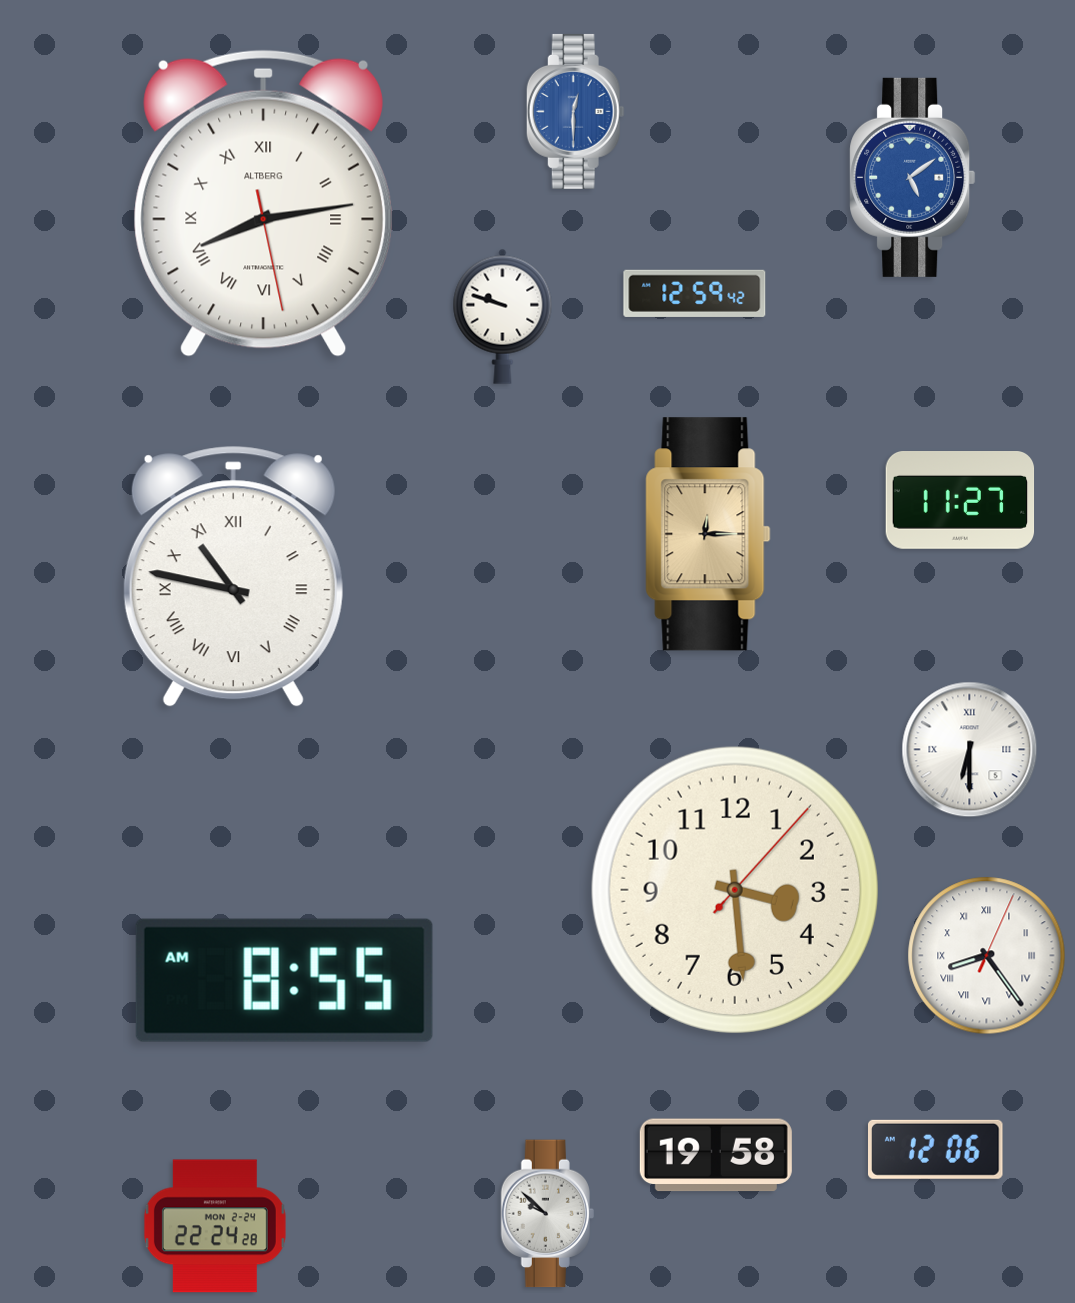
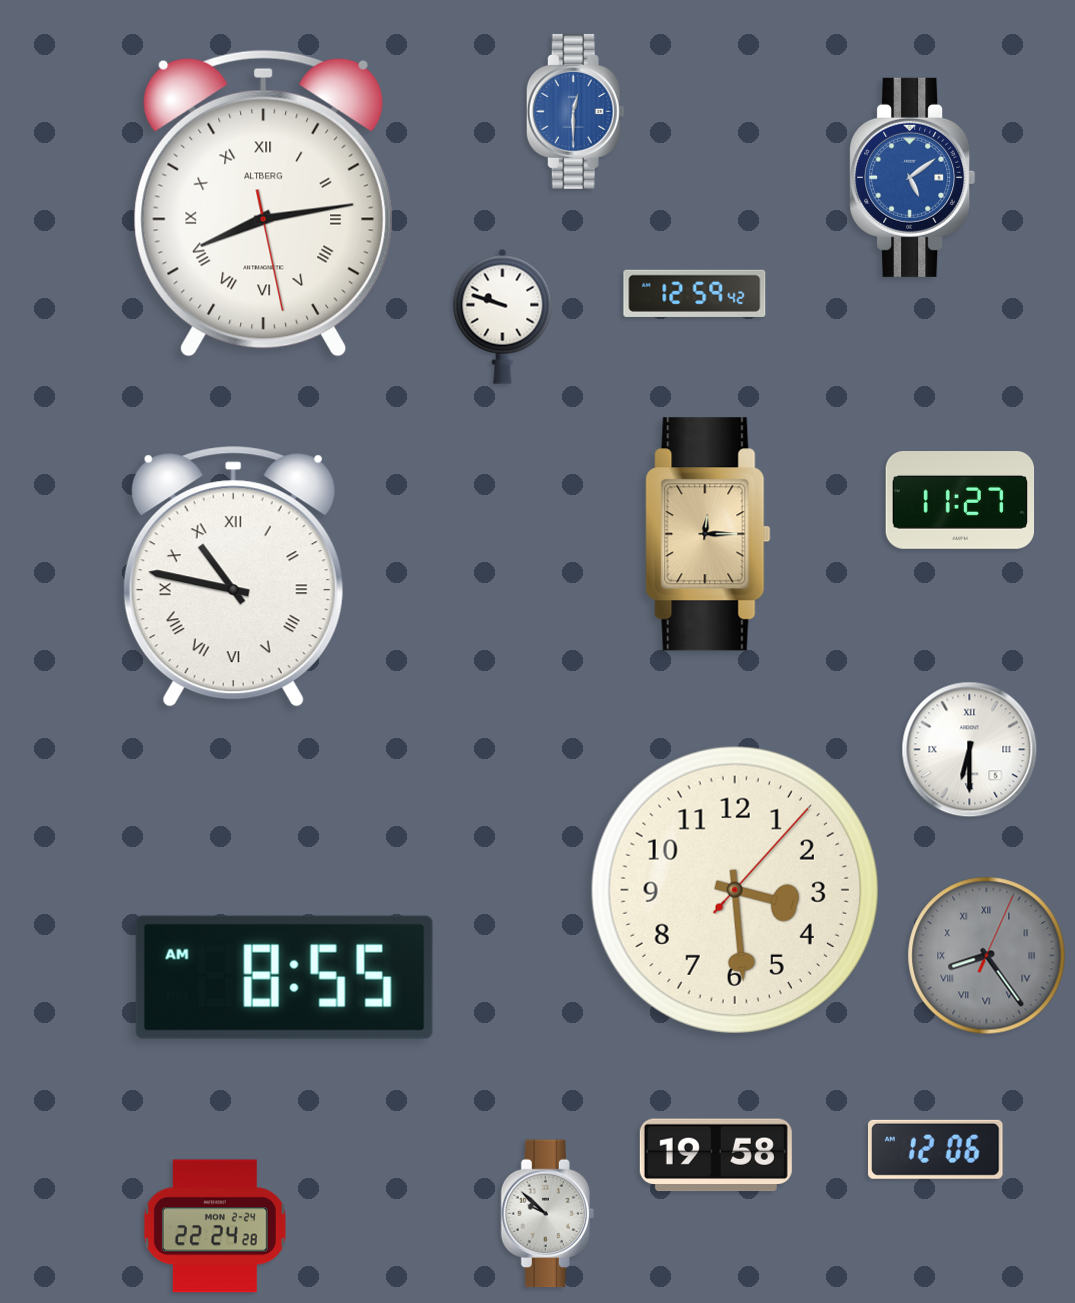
clock at (987, 956) dial: white -> grey
clock at (284, 980) position: (284, 980) -> (284, 977)
